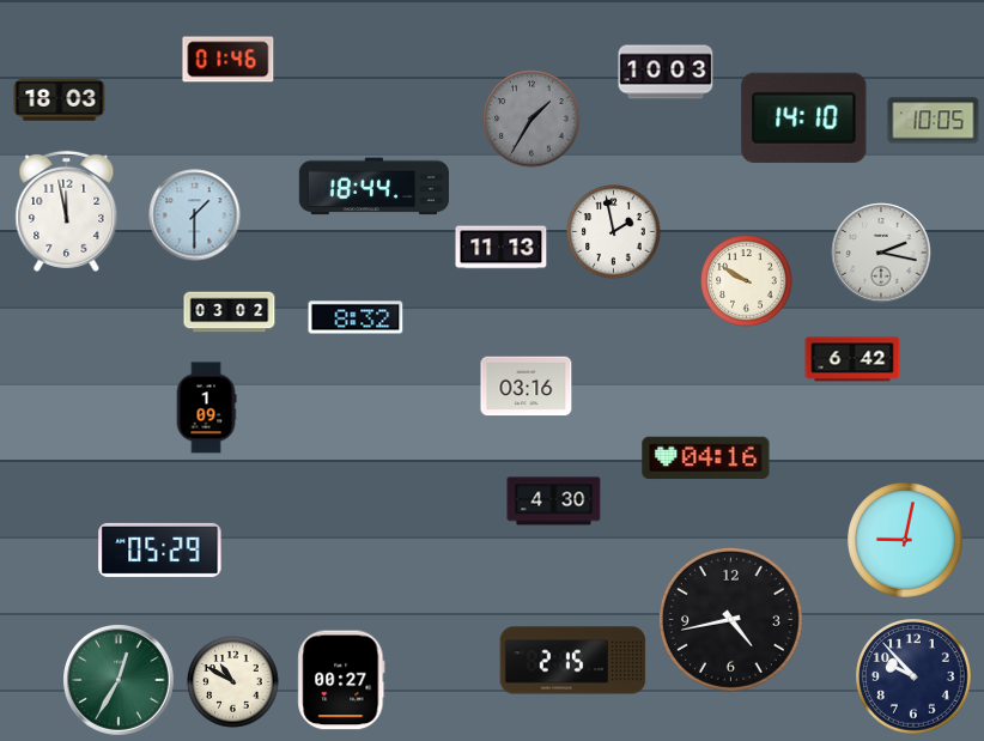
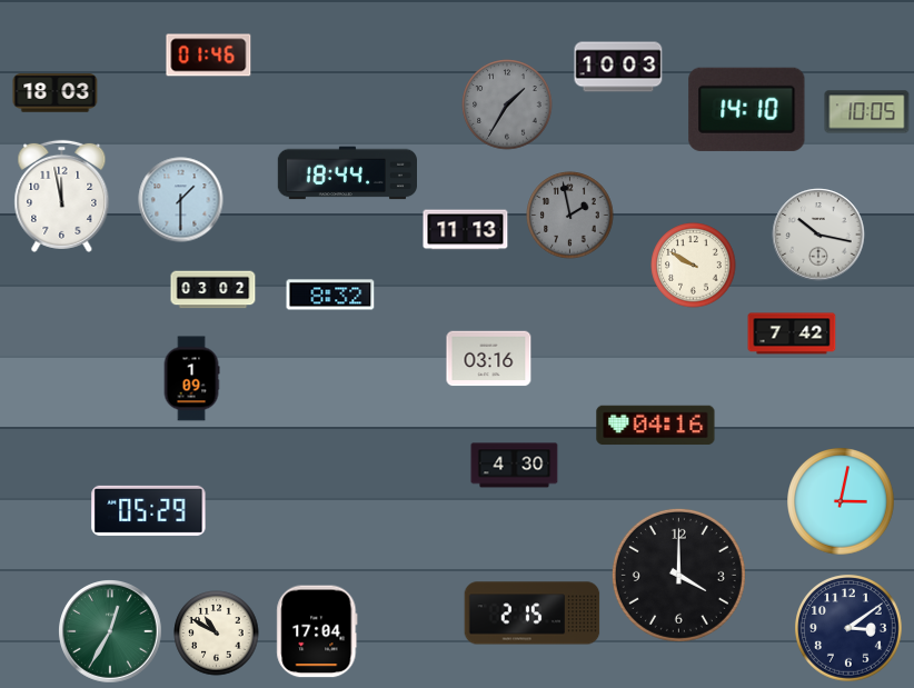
clock at (229, 60) position: (229, 60) -> (209, 56)
clock at (532, 119) position: (532, 119) -> (507, 104)
clock at (614, 232) dial: white -> grey
clock at (881, 253): 2:17 -> 10:17
clock at (747, 281) position: (747, 281) -> (694, 266)
clock at (852, 359): 6:42 -> 7:42
clock at (905, 540): 9:02 -> 3:02
clock at (730, 619): 4:43 -> 4:00
clock at (913, 676): 9:53 -> 3:09
clock at (341, 680): 00:27 -> 17:04
